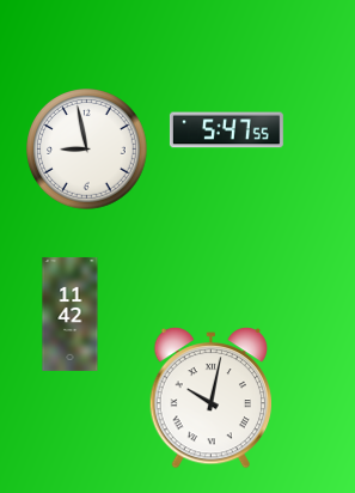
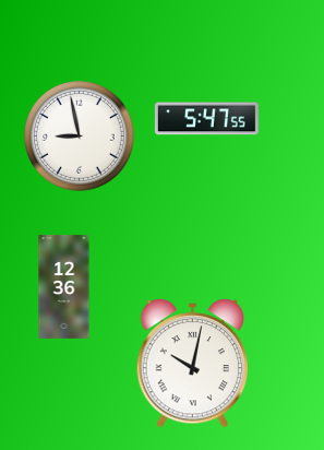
clock at (71, 314): 11:42 -> 12:36
